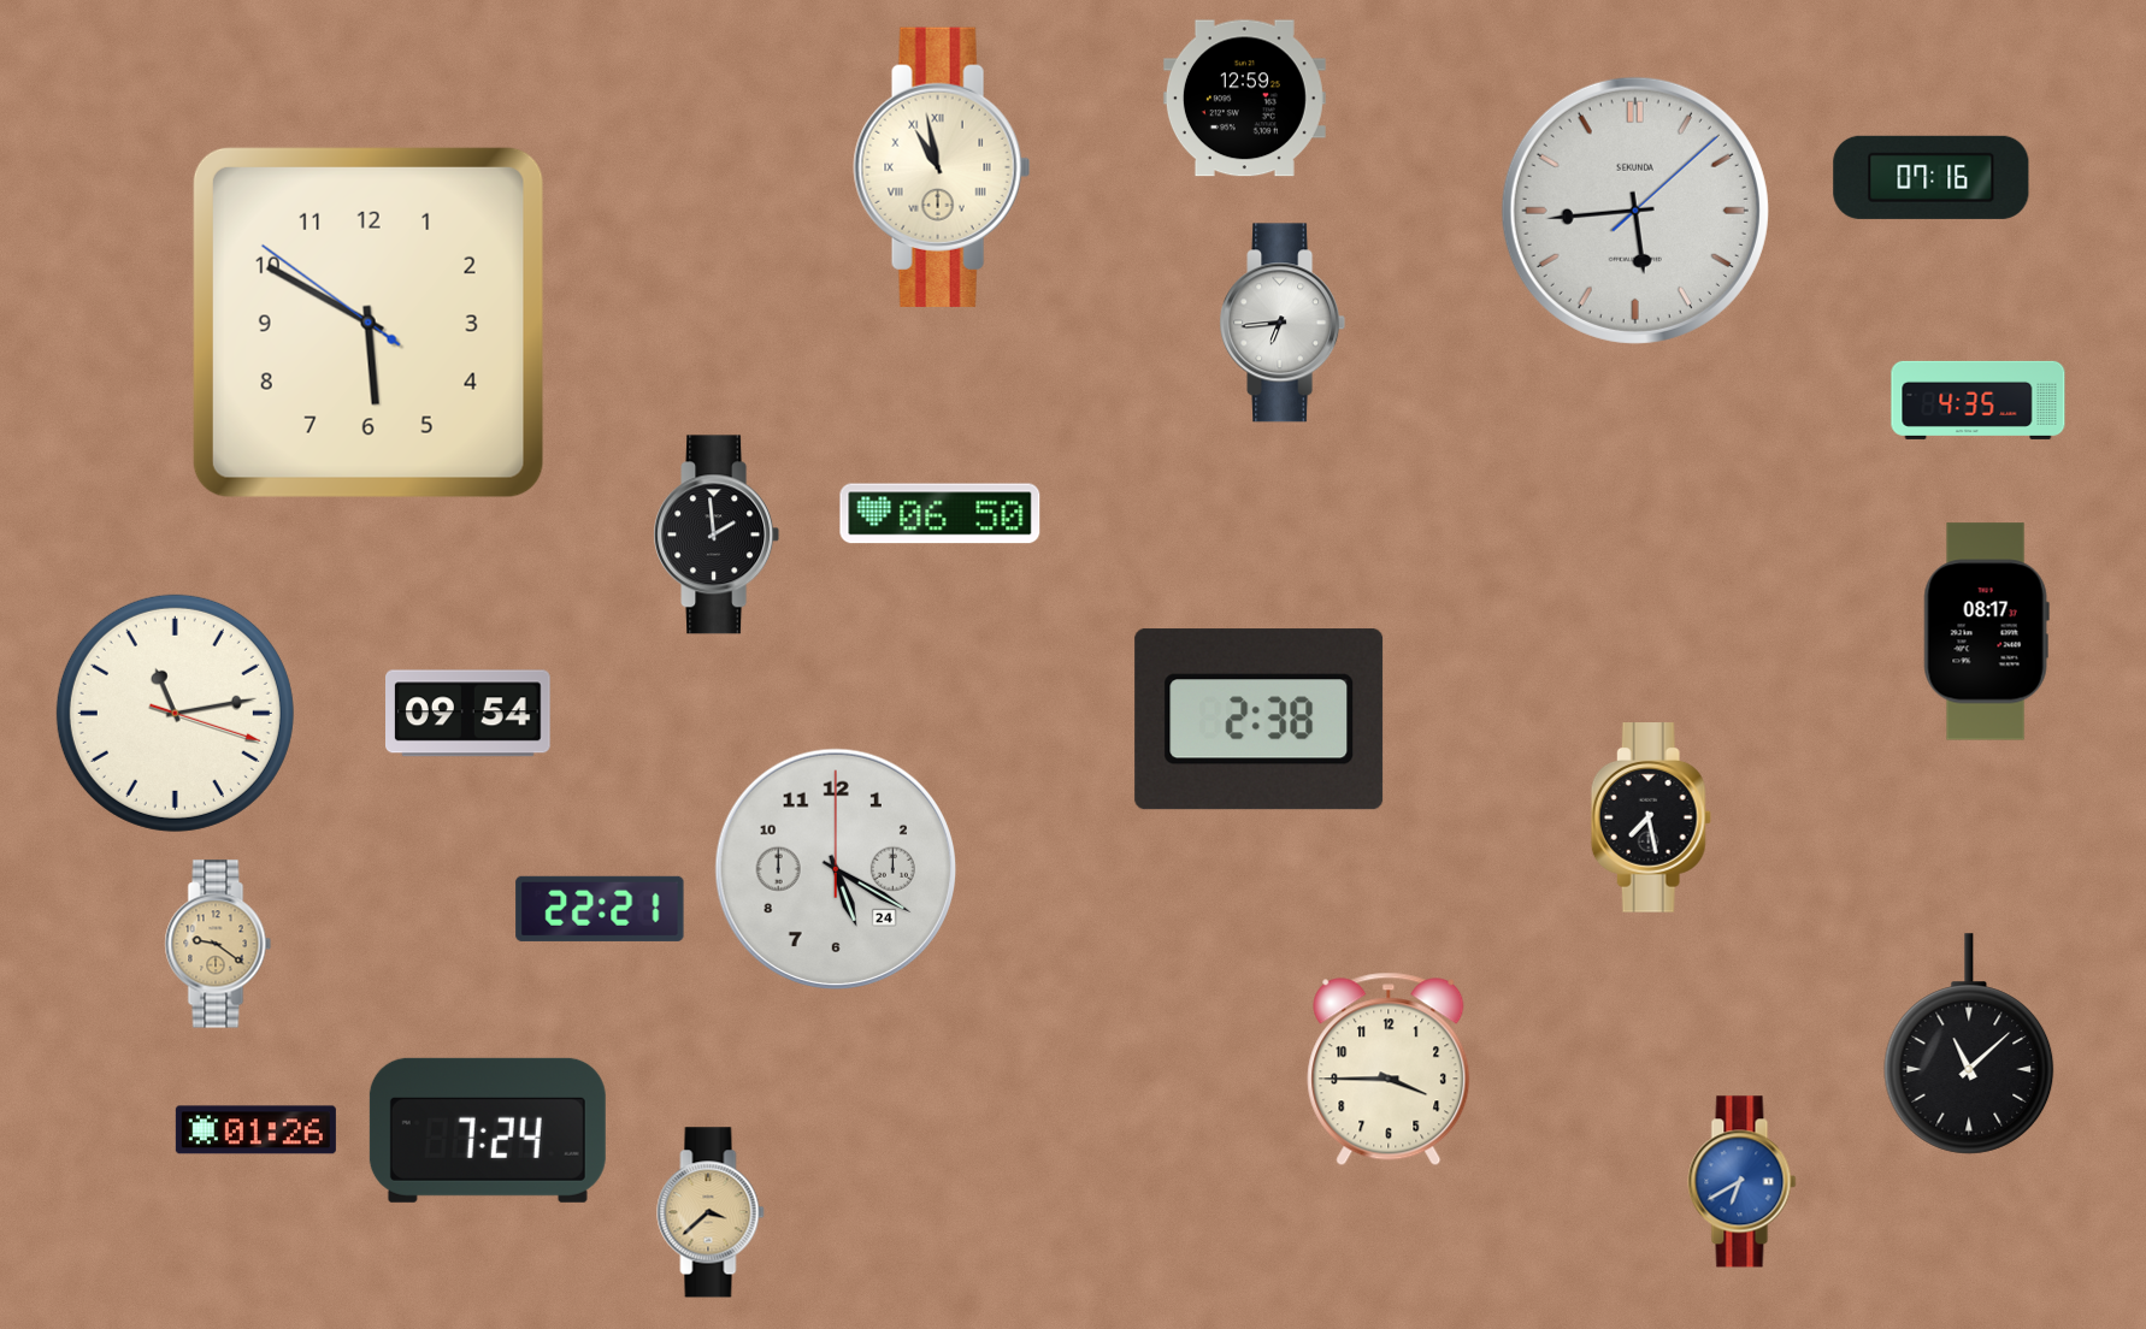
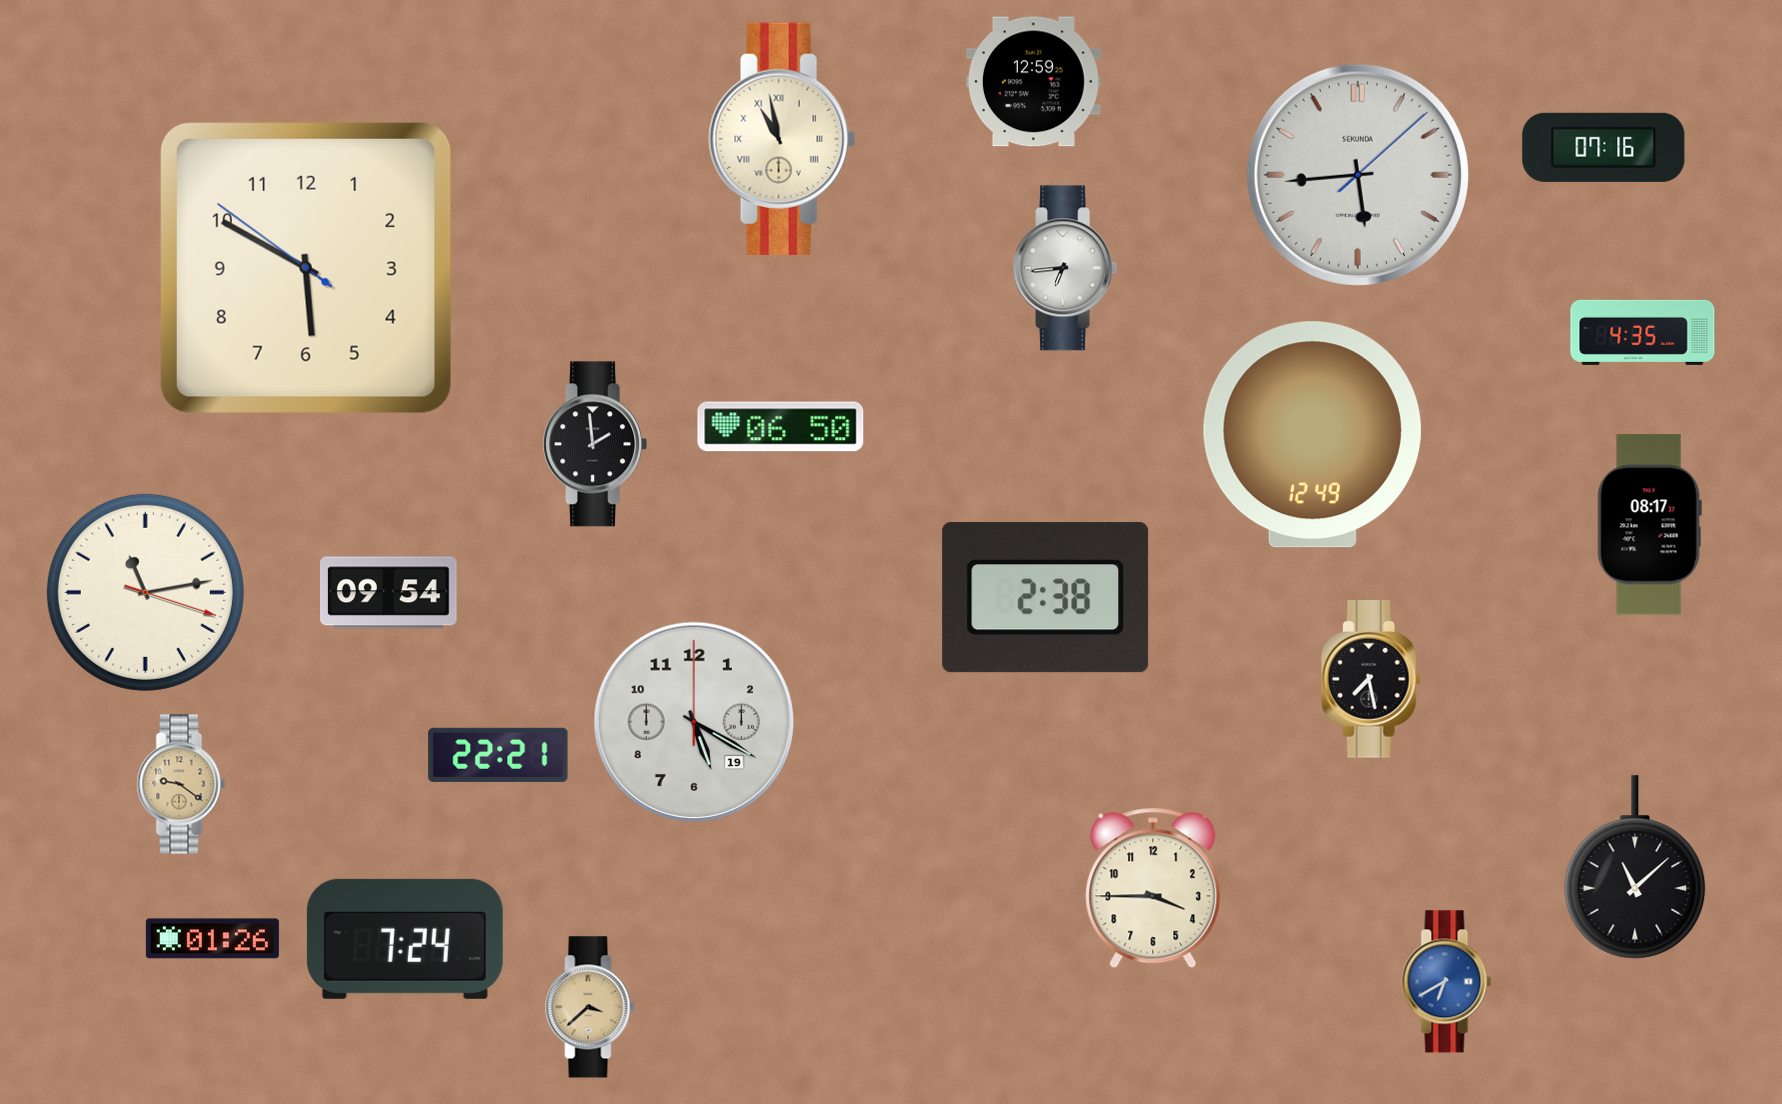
clock at (1312, 435): none -> 12:49
clock at (835, 868) date: 24 -> 19
